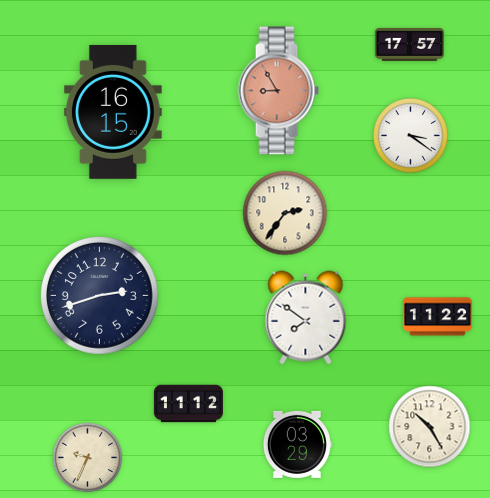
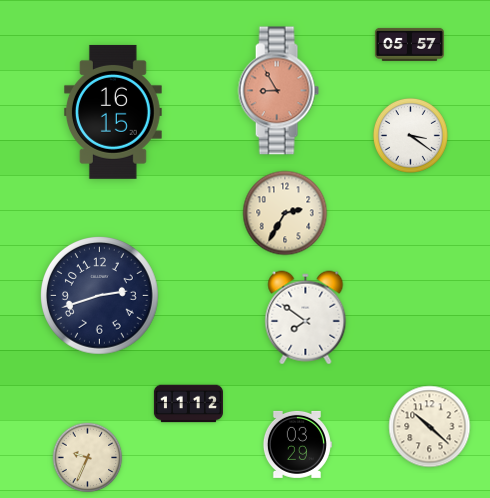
clock at (409, 44): 17:57 -> 05:57
clock at (285, 213): 2:36 -> 2:35
clock at (437, 317): 11:22 -> none
clock at (430, 427): 10:25 -> 10:22
